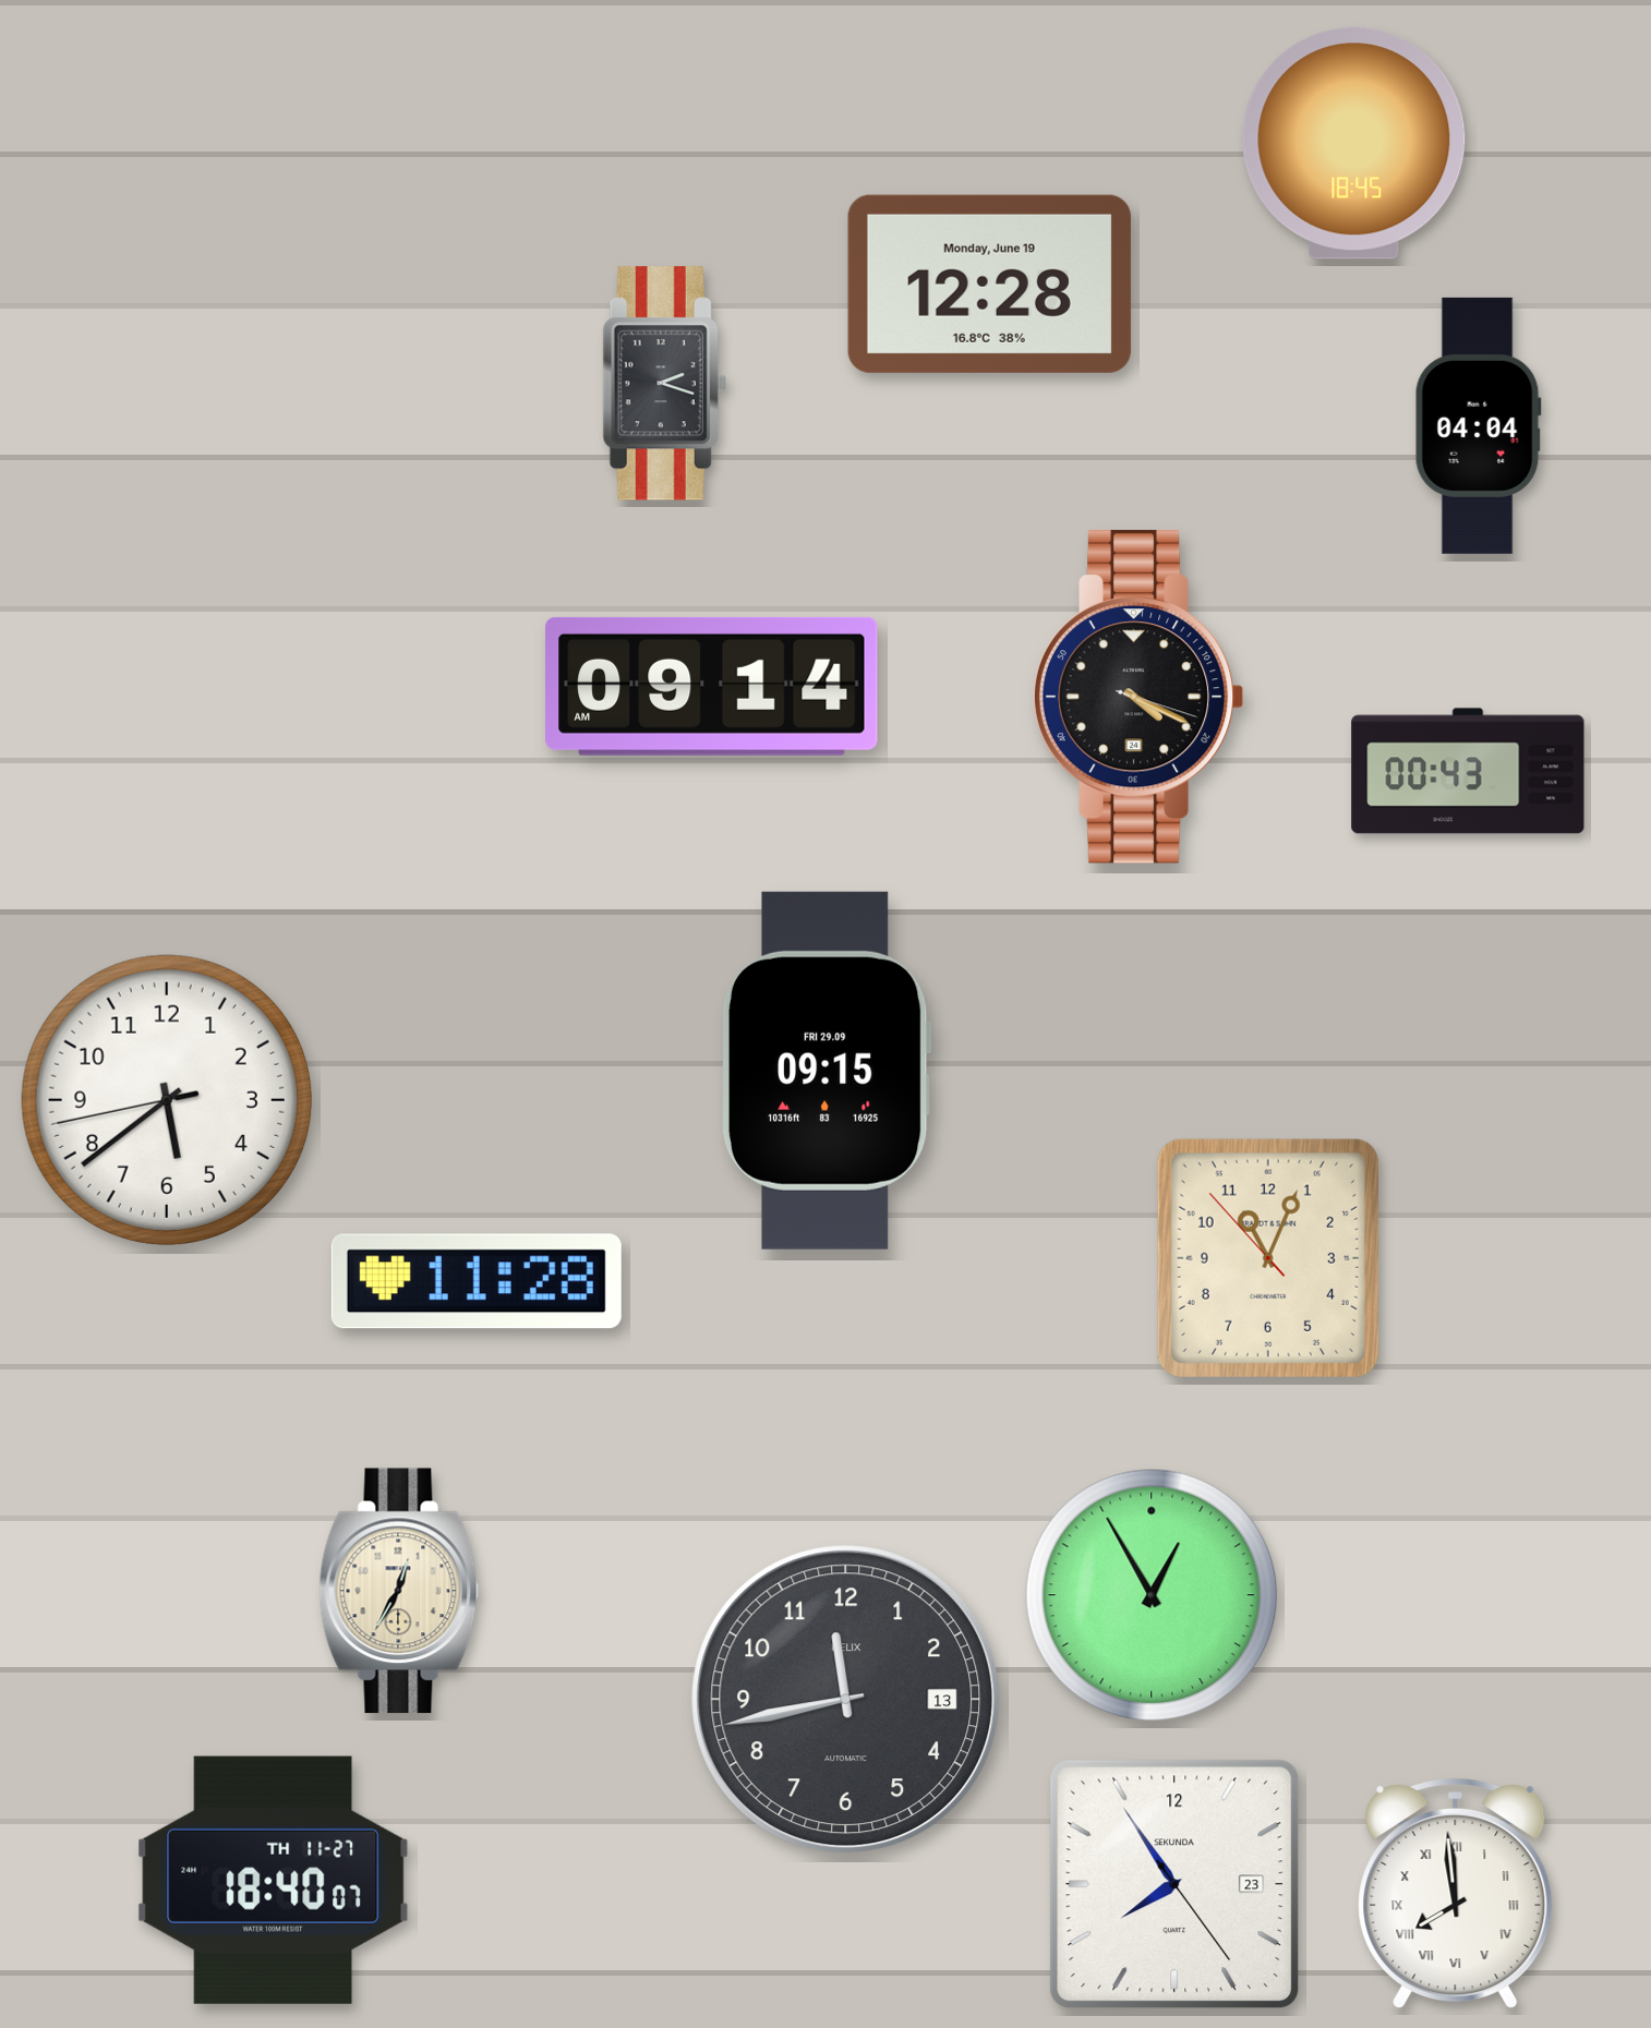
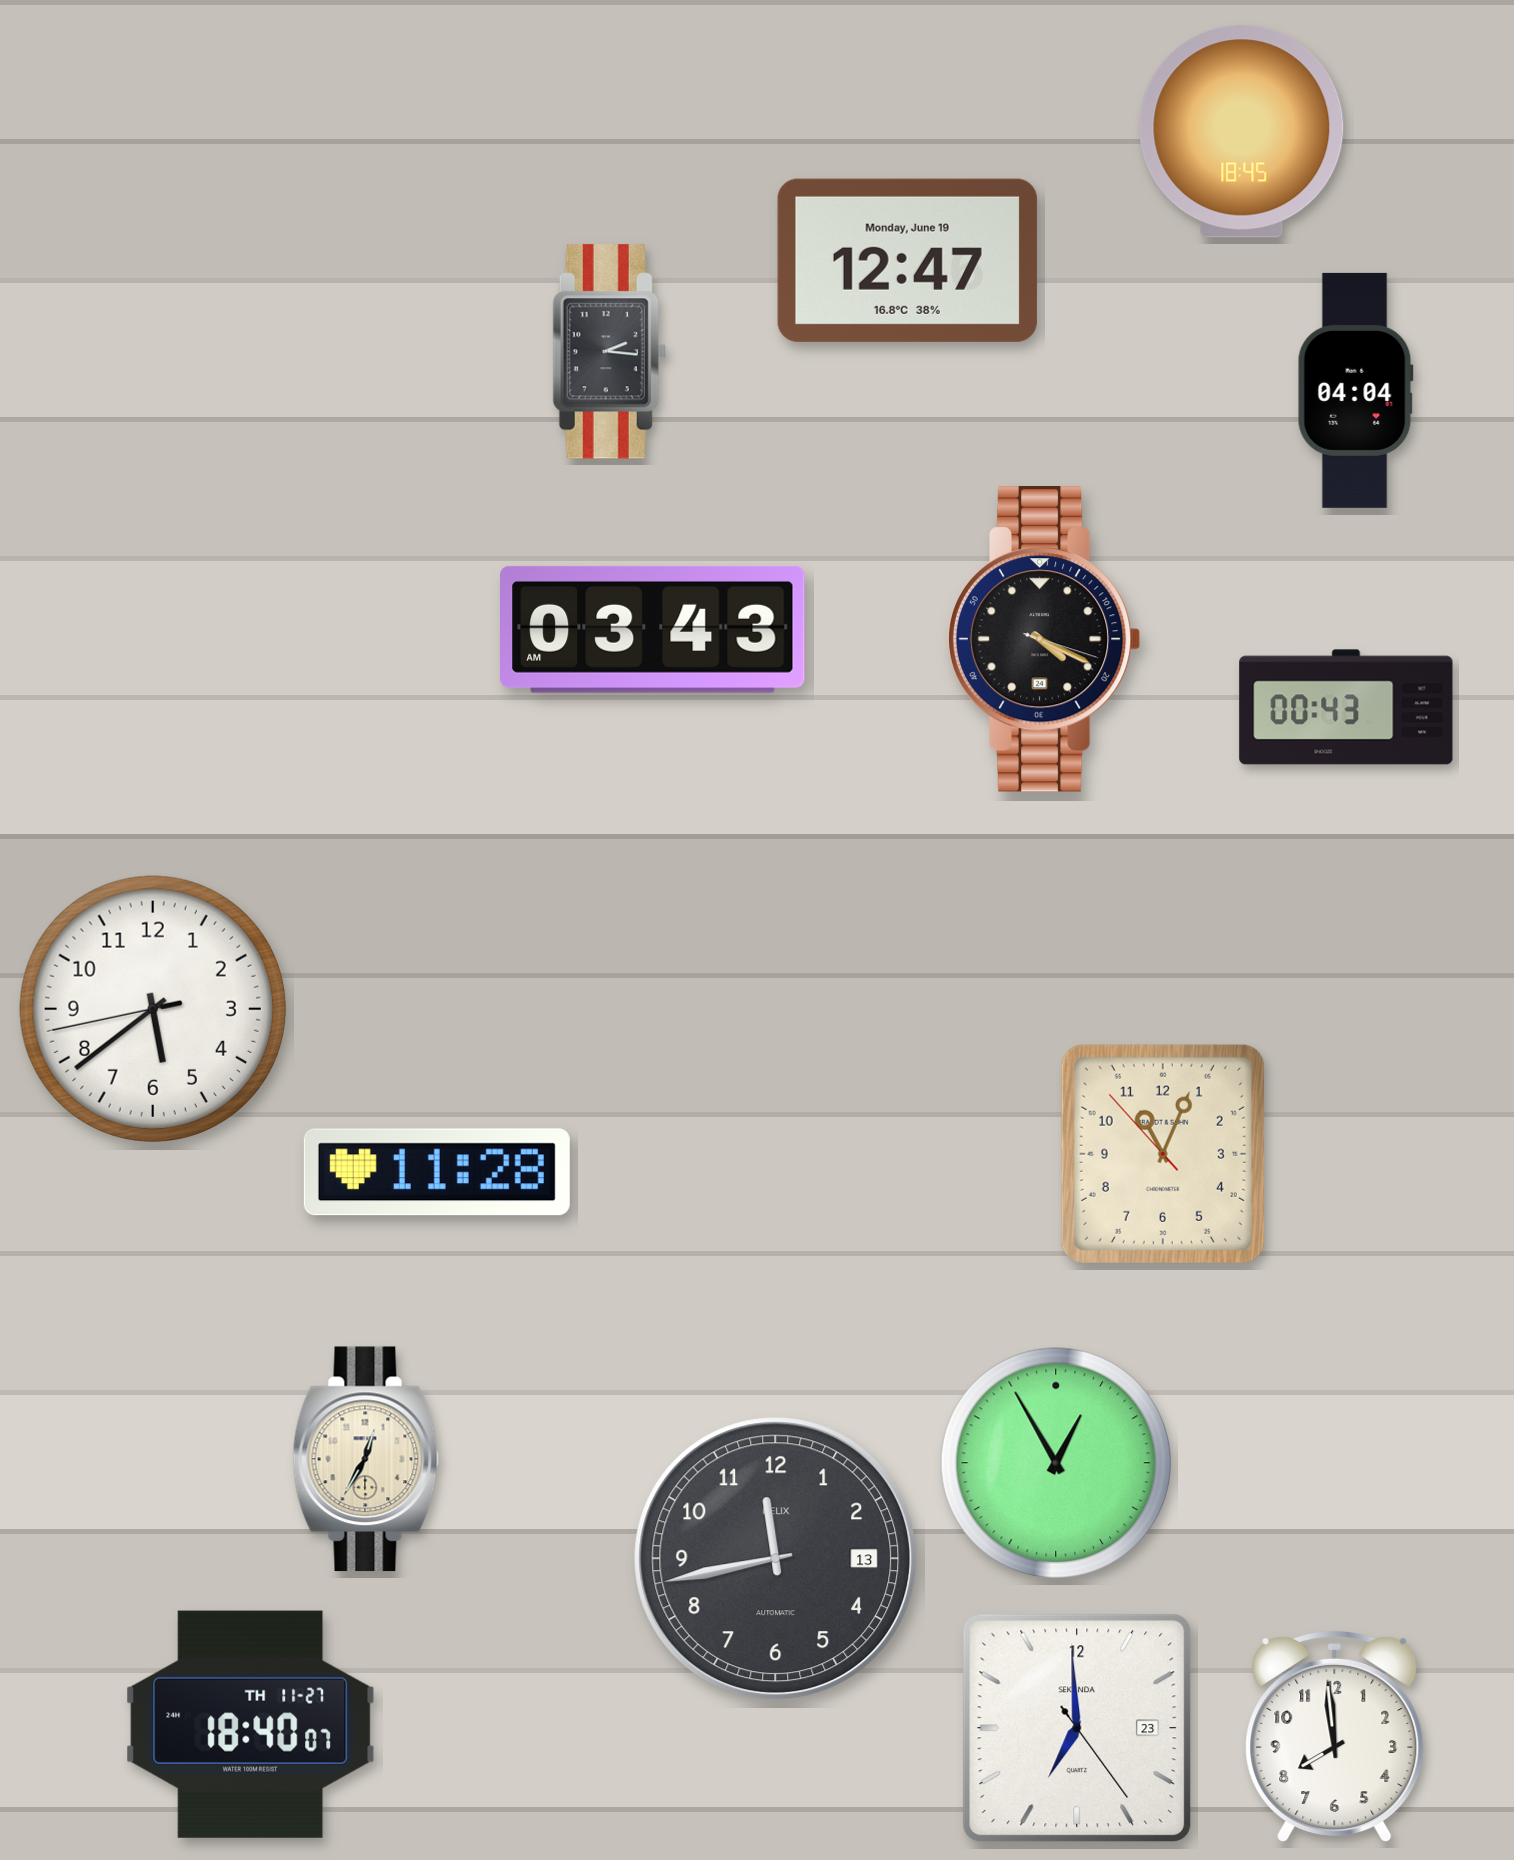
clock at (989, 283): 12:28 -> 12:47
clock at (664, 384): 2:18 -> 2:16
clock at (712, 686): 09:14 -> 03:43
clock at (827, 1071): 09:15 -> none
clock at (477, 1281) position: (477, 1281) -> (437, 1172)
clock at (1174, 1884): 7:54 -> 6:59
clock at (1456, 1894) numerals: Roman -> Arabic
